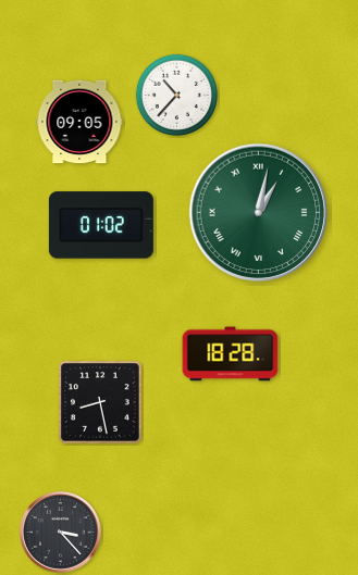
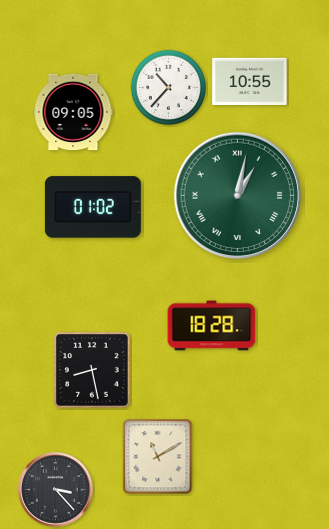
clock at (250, 82): none -> 10:55
clock at (176, 95) position: (176, 95) -> (168, 87)
clock at (158, 457): none -> 11:10
